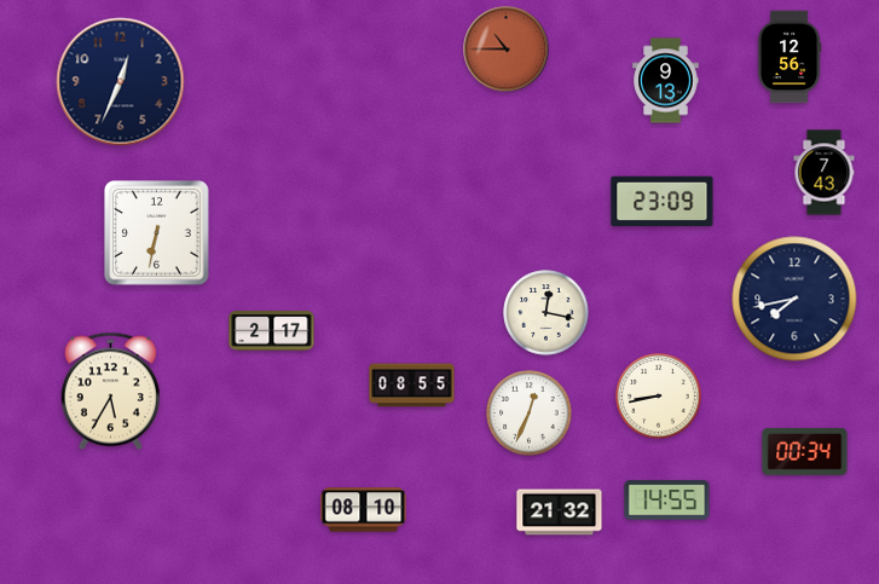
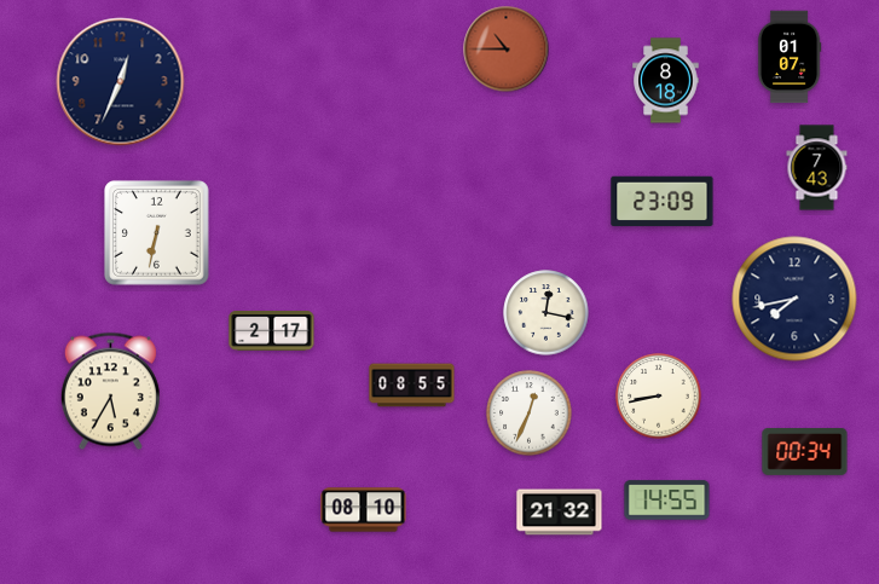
clock at (790, 57): 12:56 -> 01:07
clock at (666, 81): 9:13 -> 8:18
clock at (825, 173) position: (825, 173) -> (817, 168)
